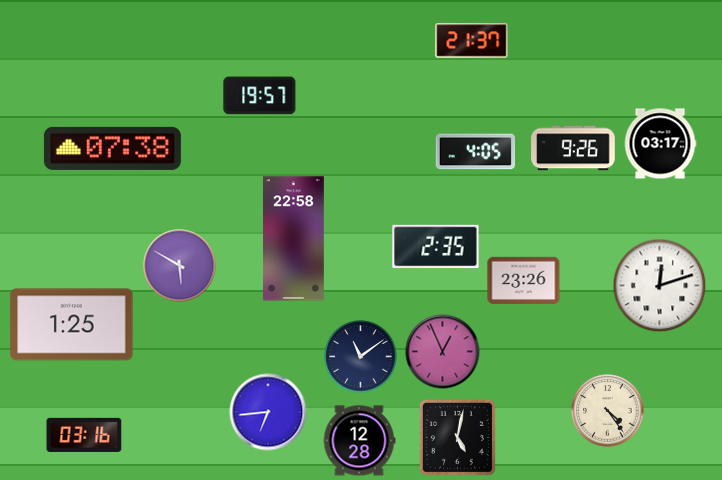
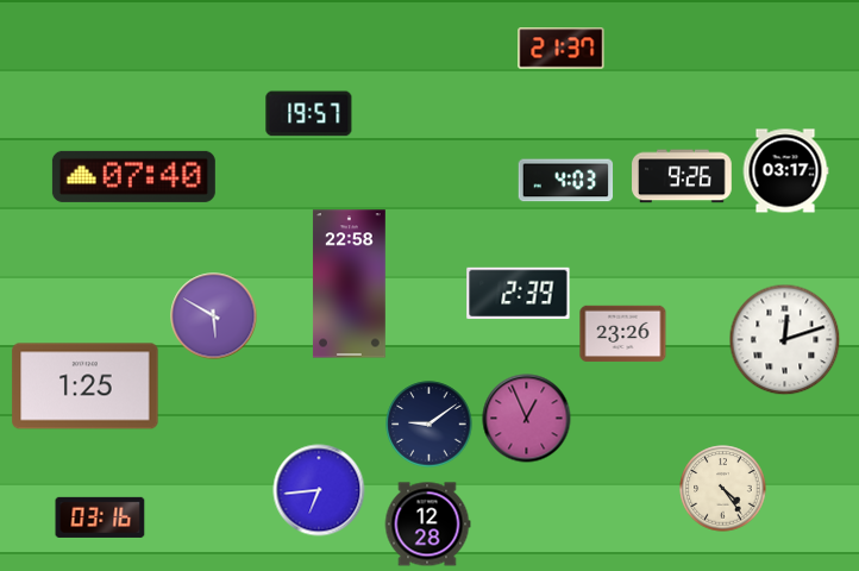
clock at (112, 148): 07:38 -> 07:40
clock at (476, 152): 4:05 -> 4:03
clock at (436, 247): 2:35 -> 2:39
clock at (361, 357): 11:09 -> 9:09
clock at (457, 437): 5:02 -> none
